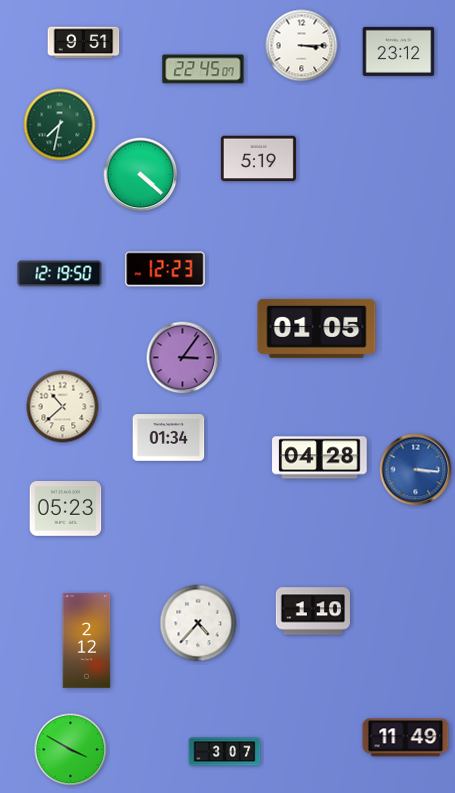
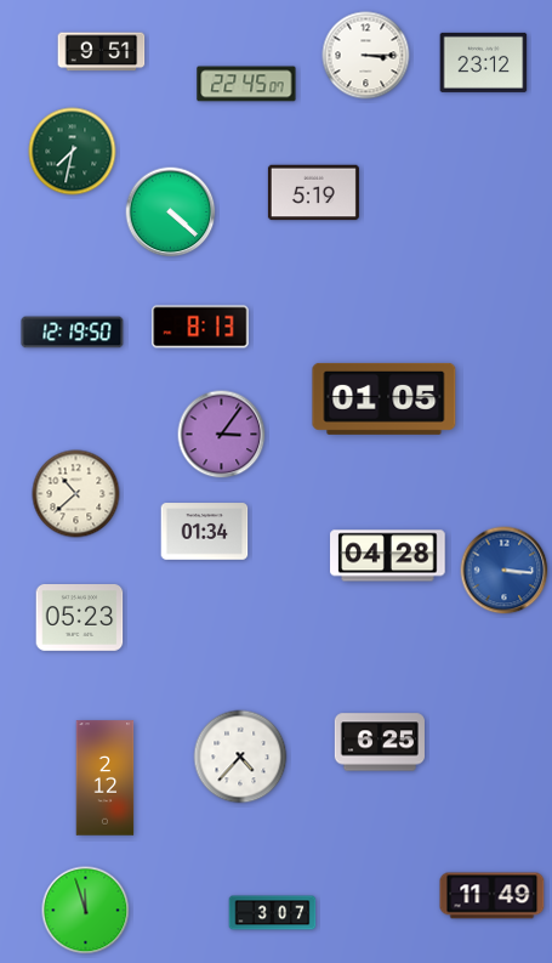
clock at (165, 269): 12:23 -> 8:13
clock at (313, 611): 1:10 -> 6:25
clock at (71, 750): 3:50 -> 11:57
